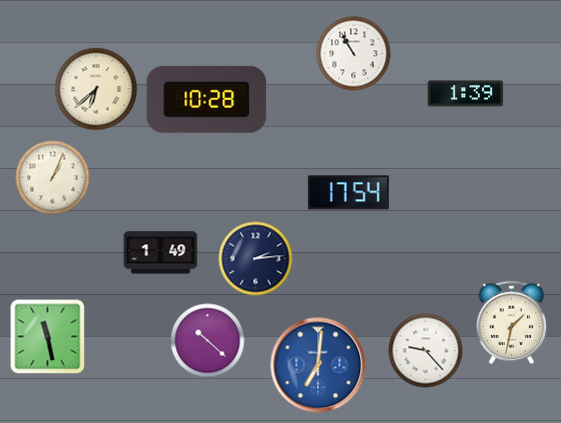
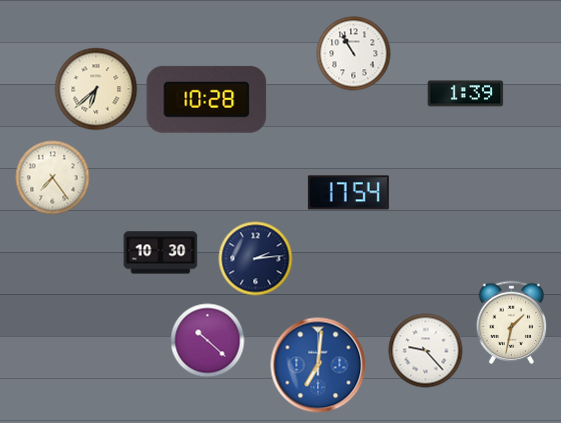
clock at (53, 178): 1:04 -> 7:24
clock at (161, 253): 1:49 -> 10:30
clock at (48, 337): 11:28 -> none
